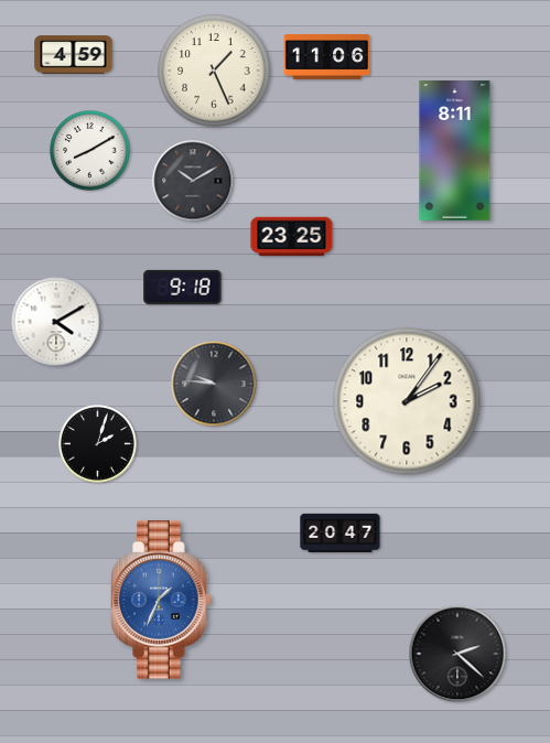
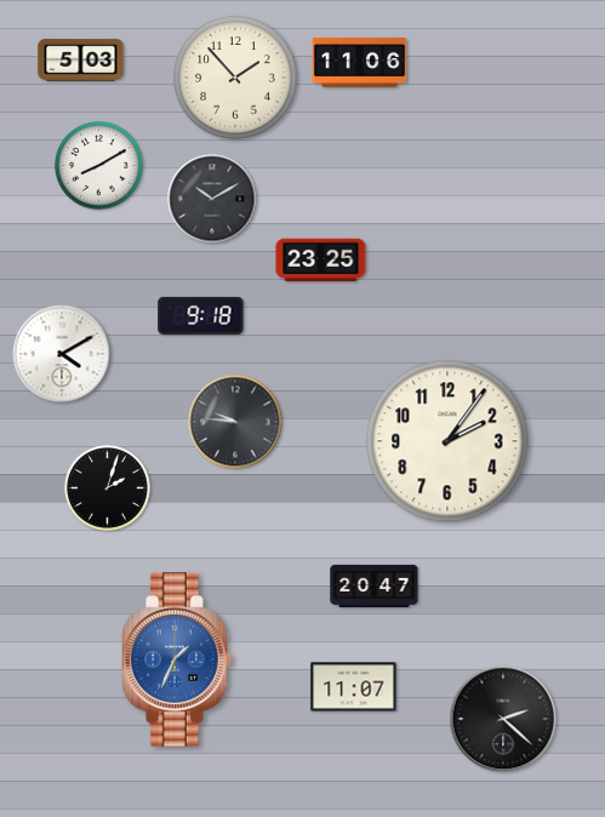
clock at (74, 55): 4:59 -> 5:03
clock at (214, 71): 1:26 -> 1:53
clock at (455, 151): 8:11 -> none
clock at (354, 687): none -> 11:07
